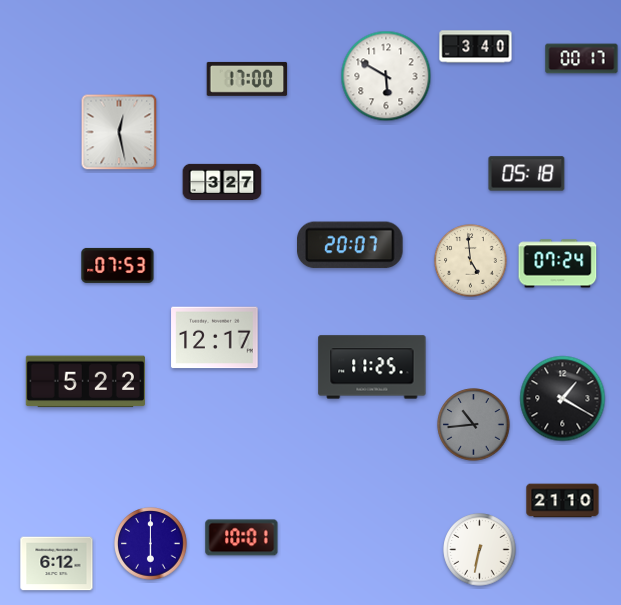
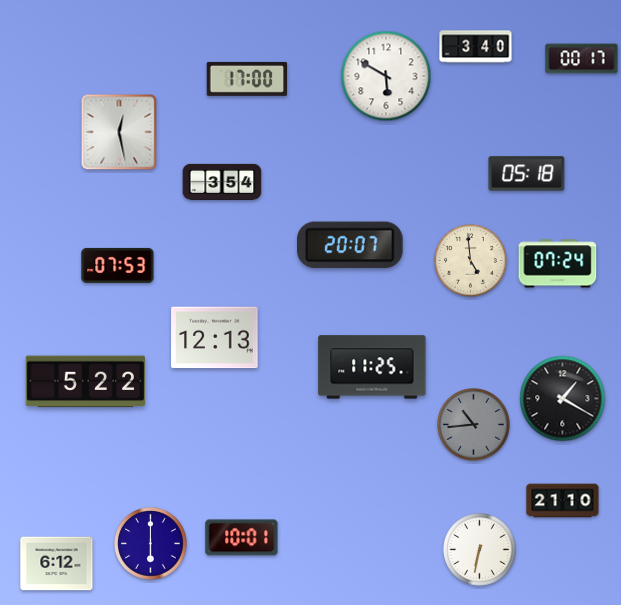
clock at (222, 182): 3:27 -> 3:54
clock at (215, 338): 12:17 -> 12:13
